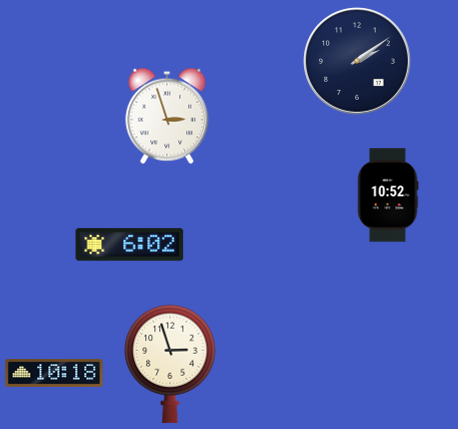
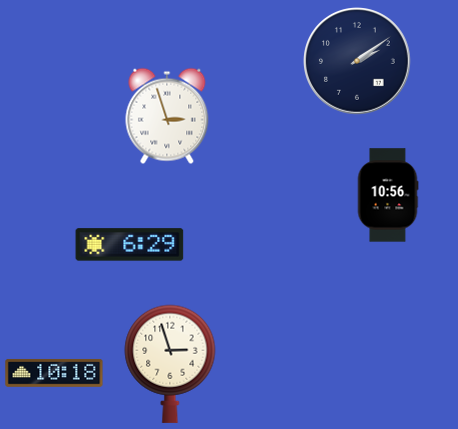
clock at (388, 195): 10:52 -> 10:56
clock at (130, 245): 6:02 -> 6:29
